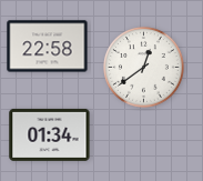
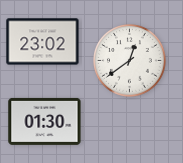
clock at (48, 47): 22:58 -> 23:02
clock at (50, 134): 01:34 -> 01:30
